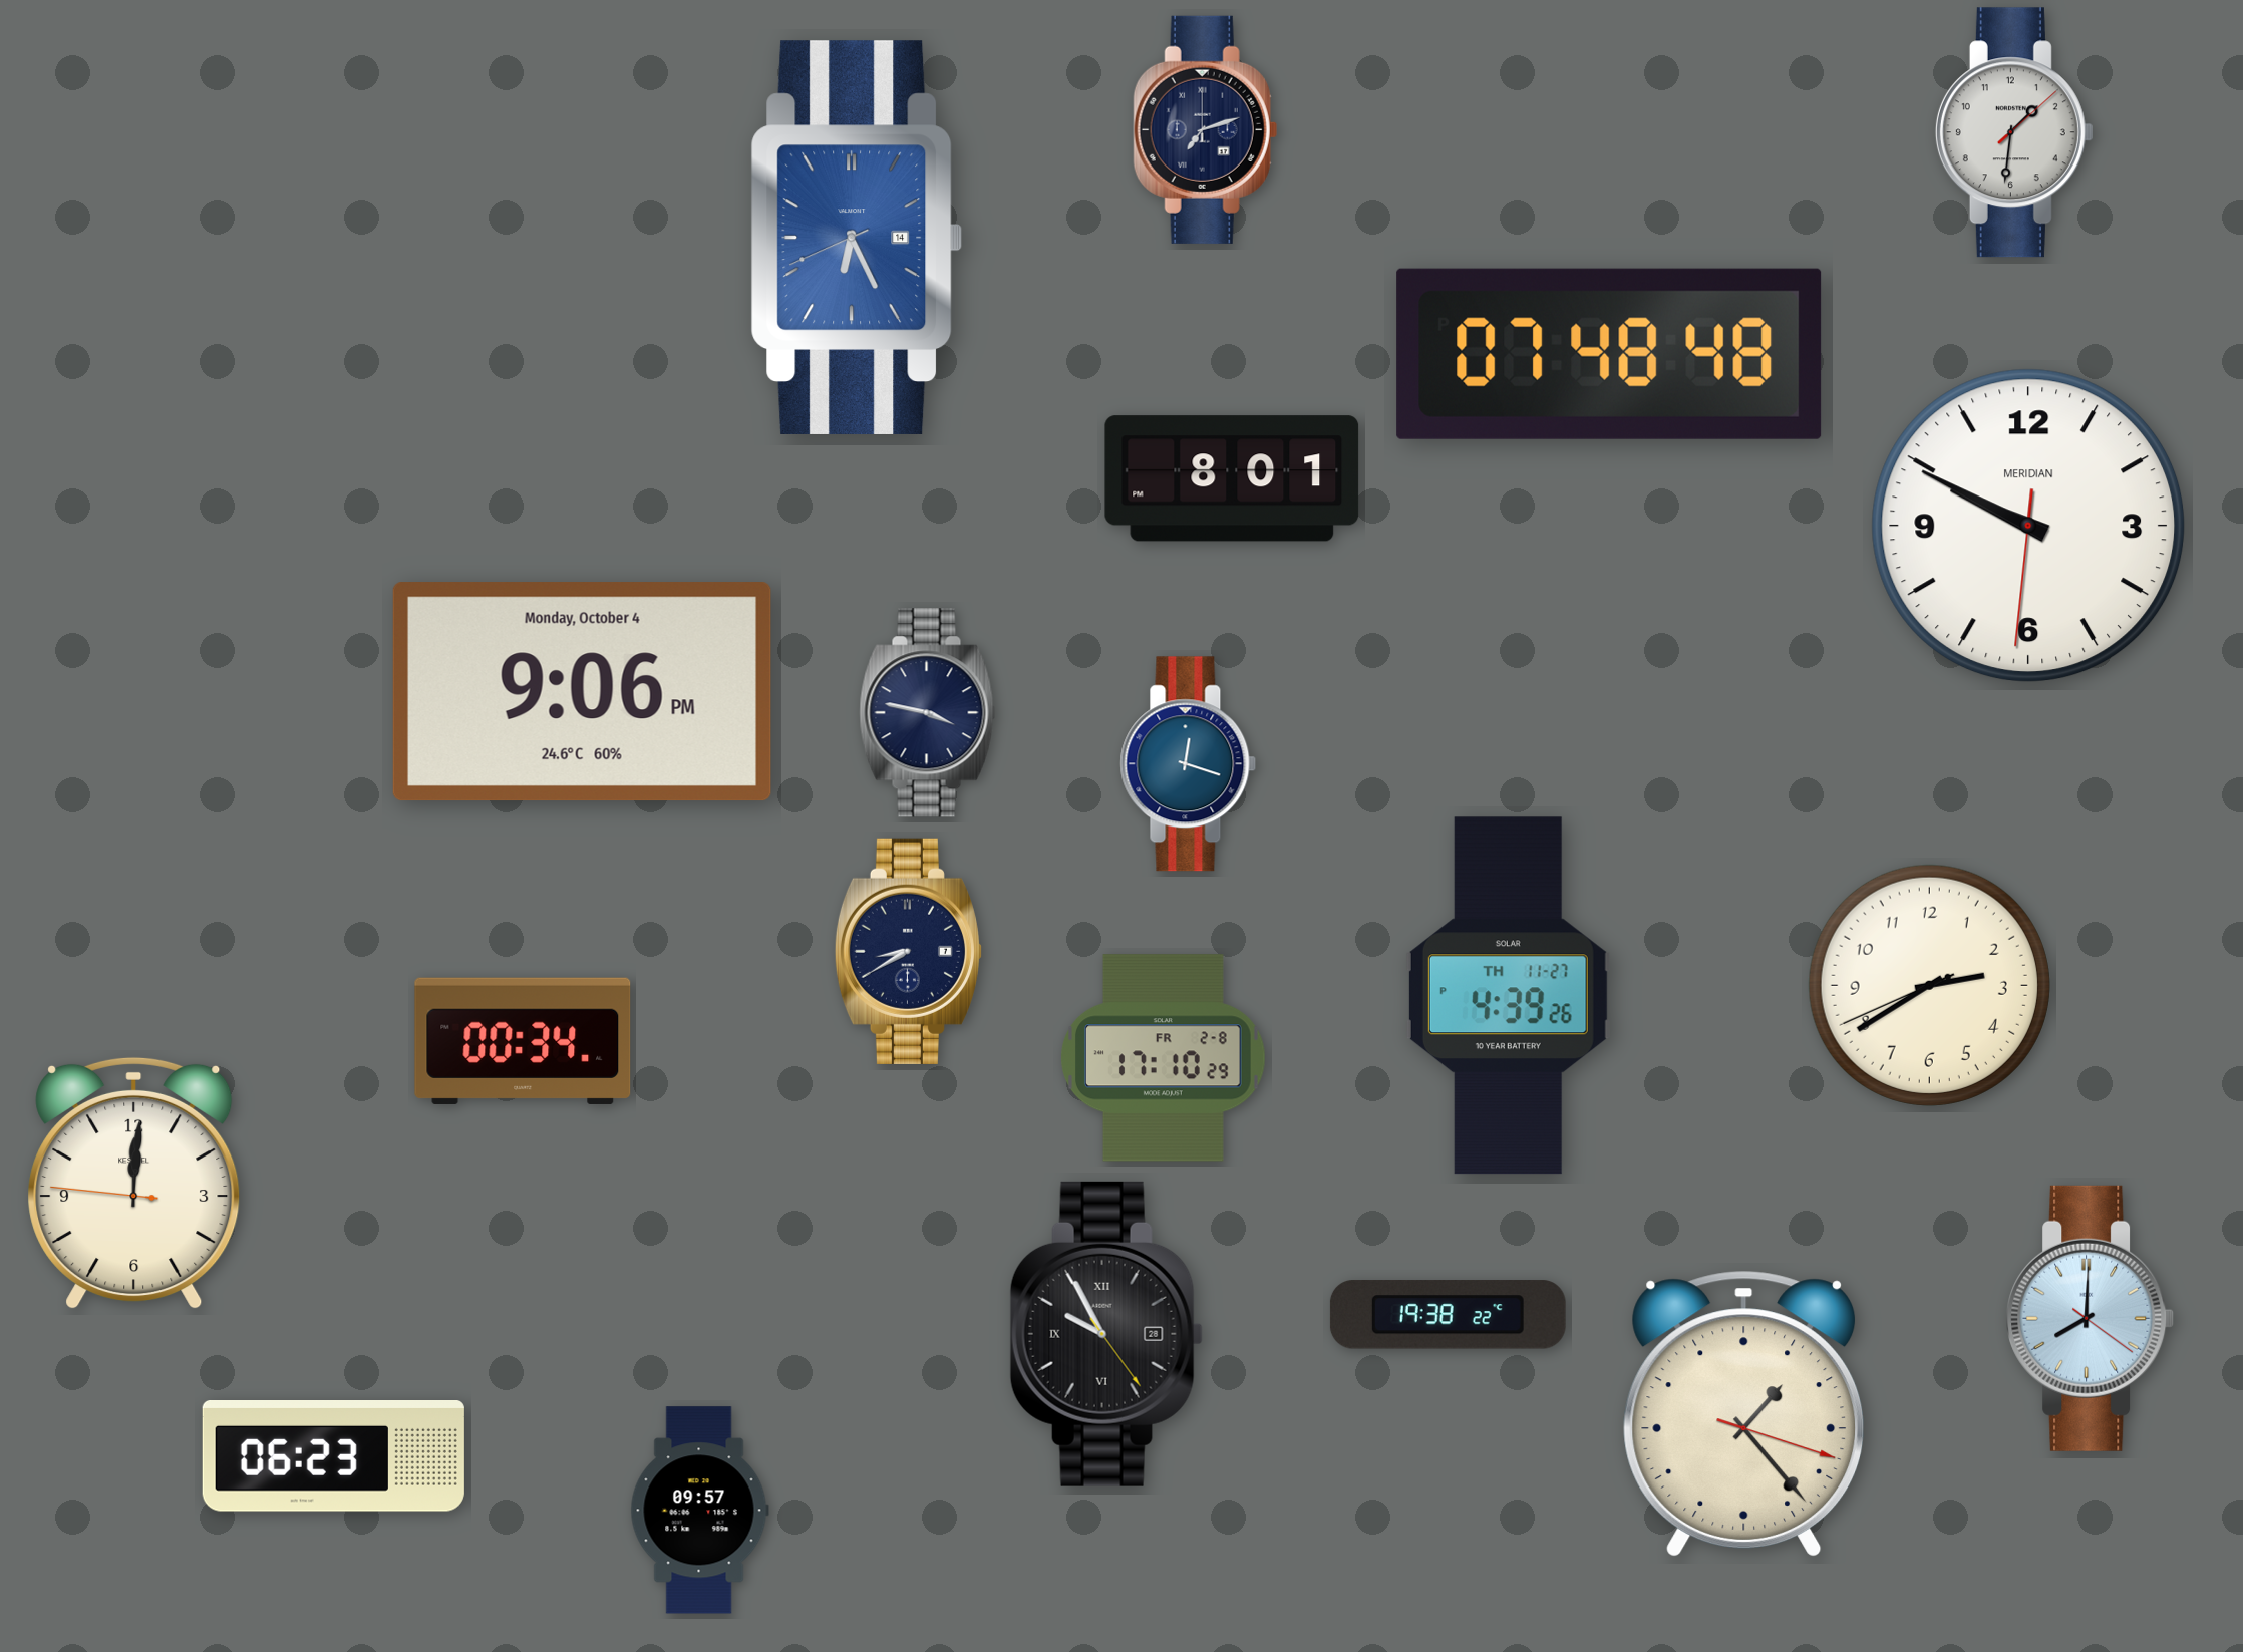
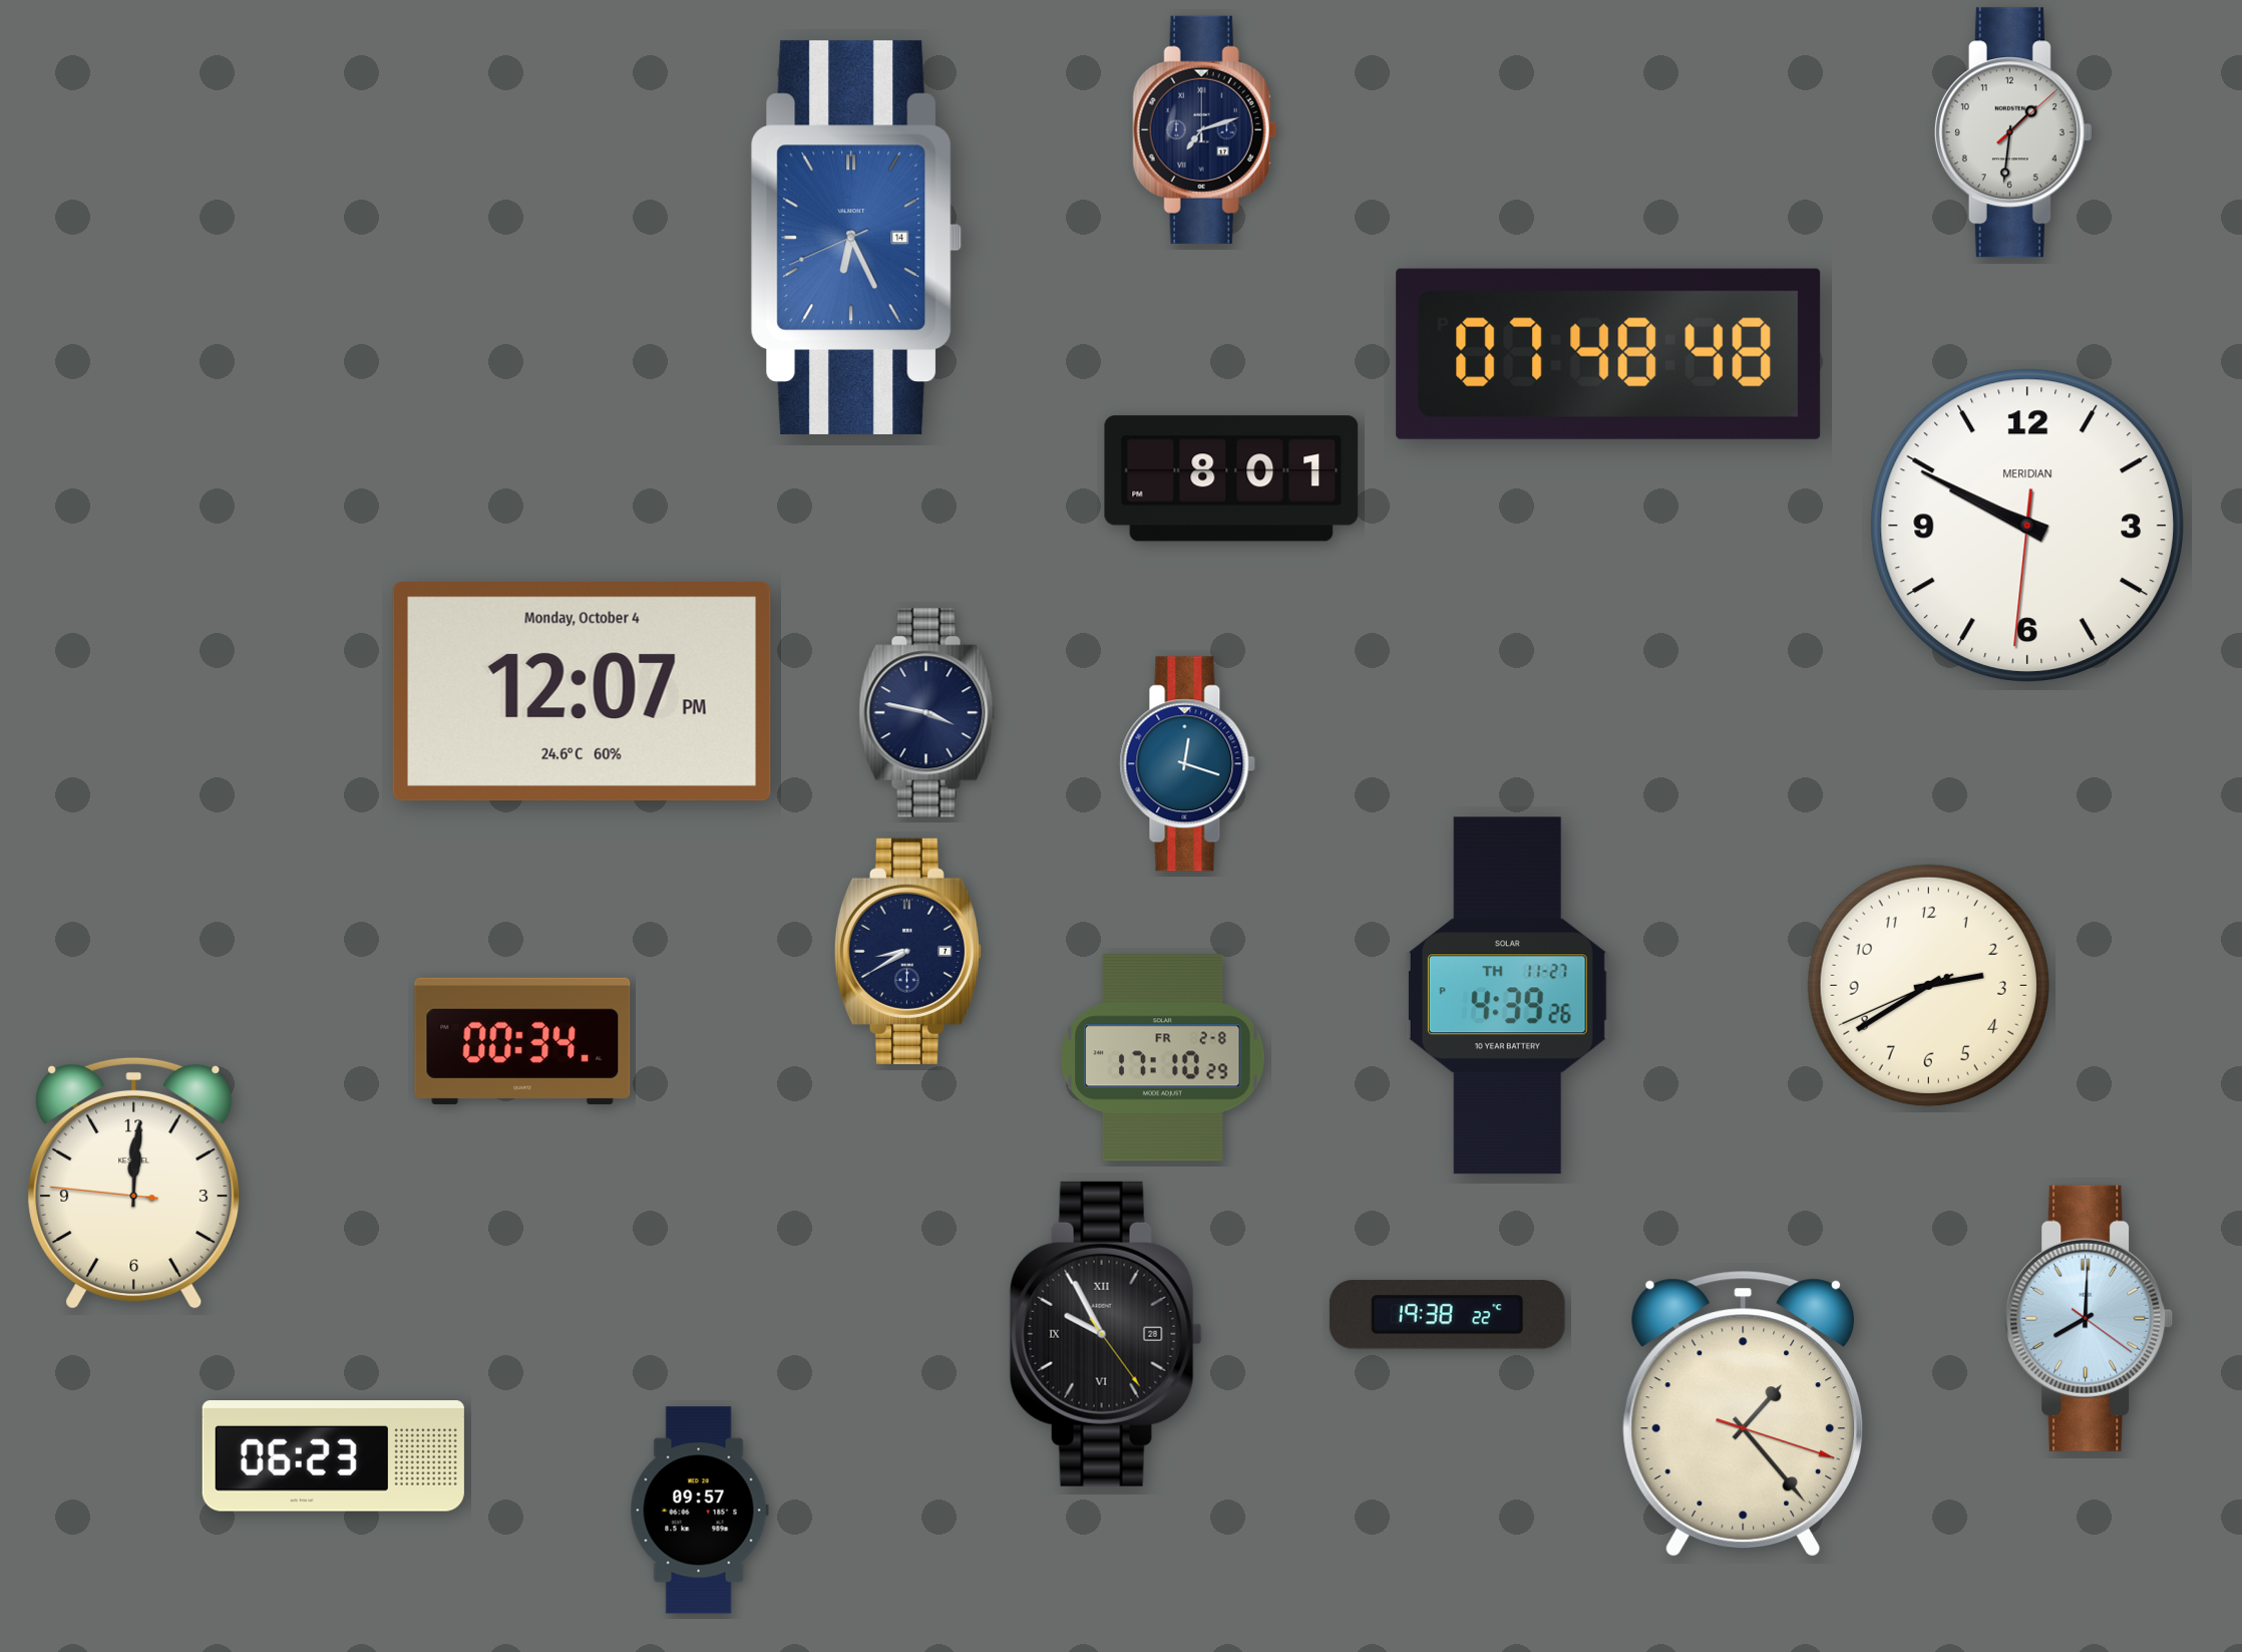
clock at (582, 692): 9:06 -> 12:07
